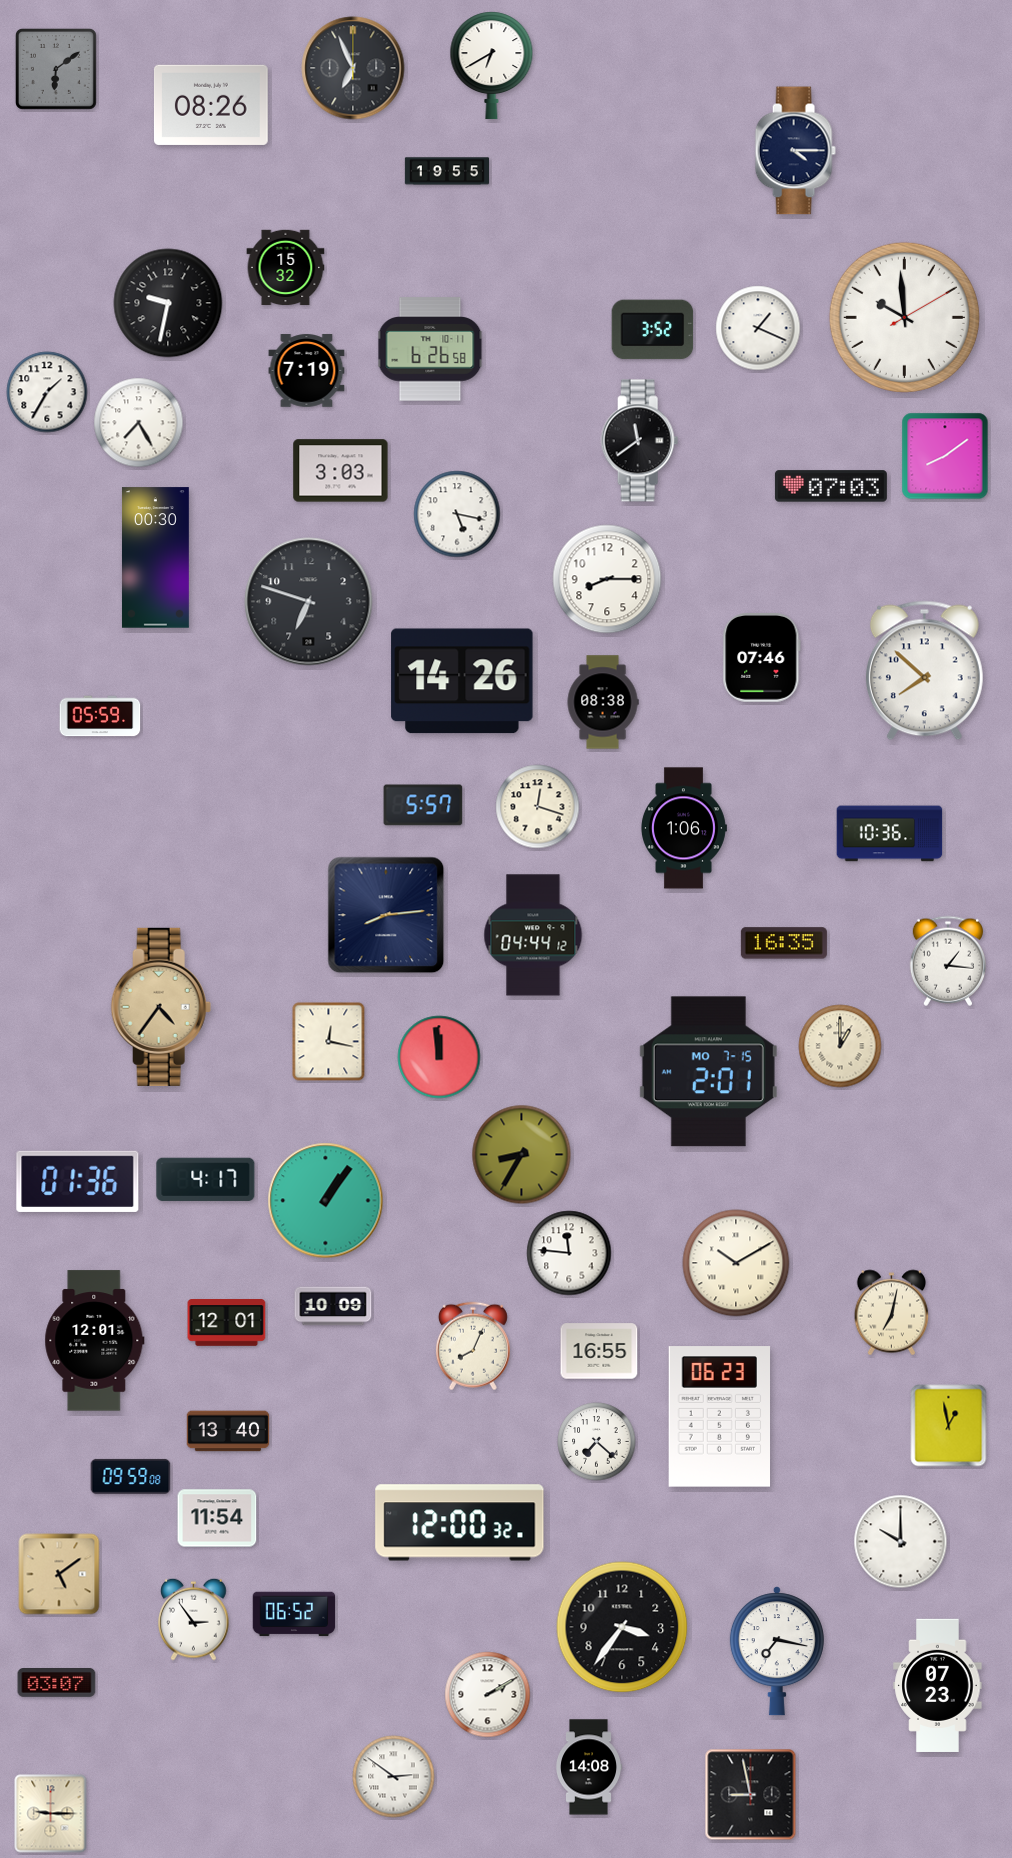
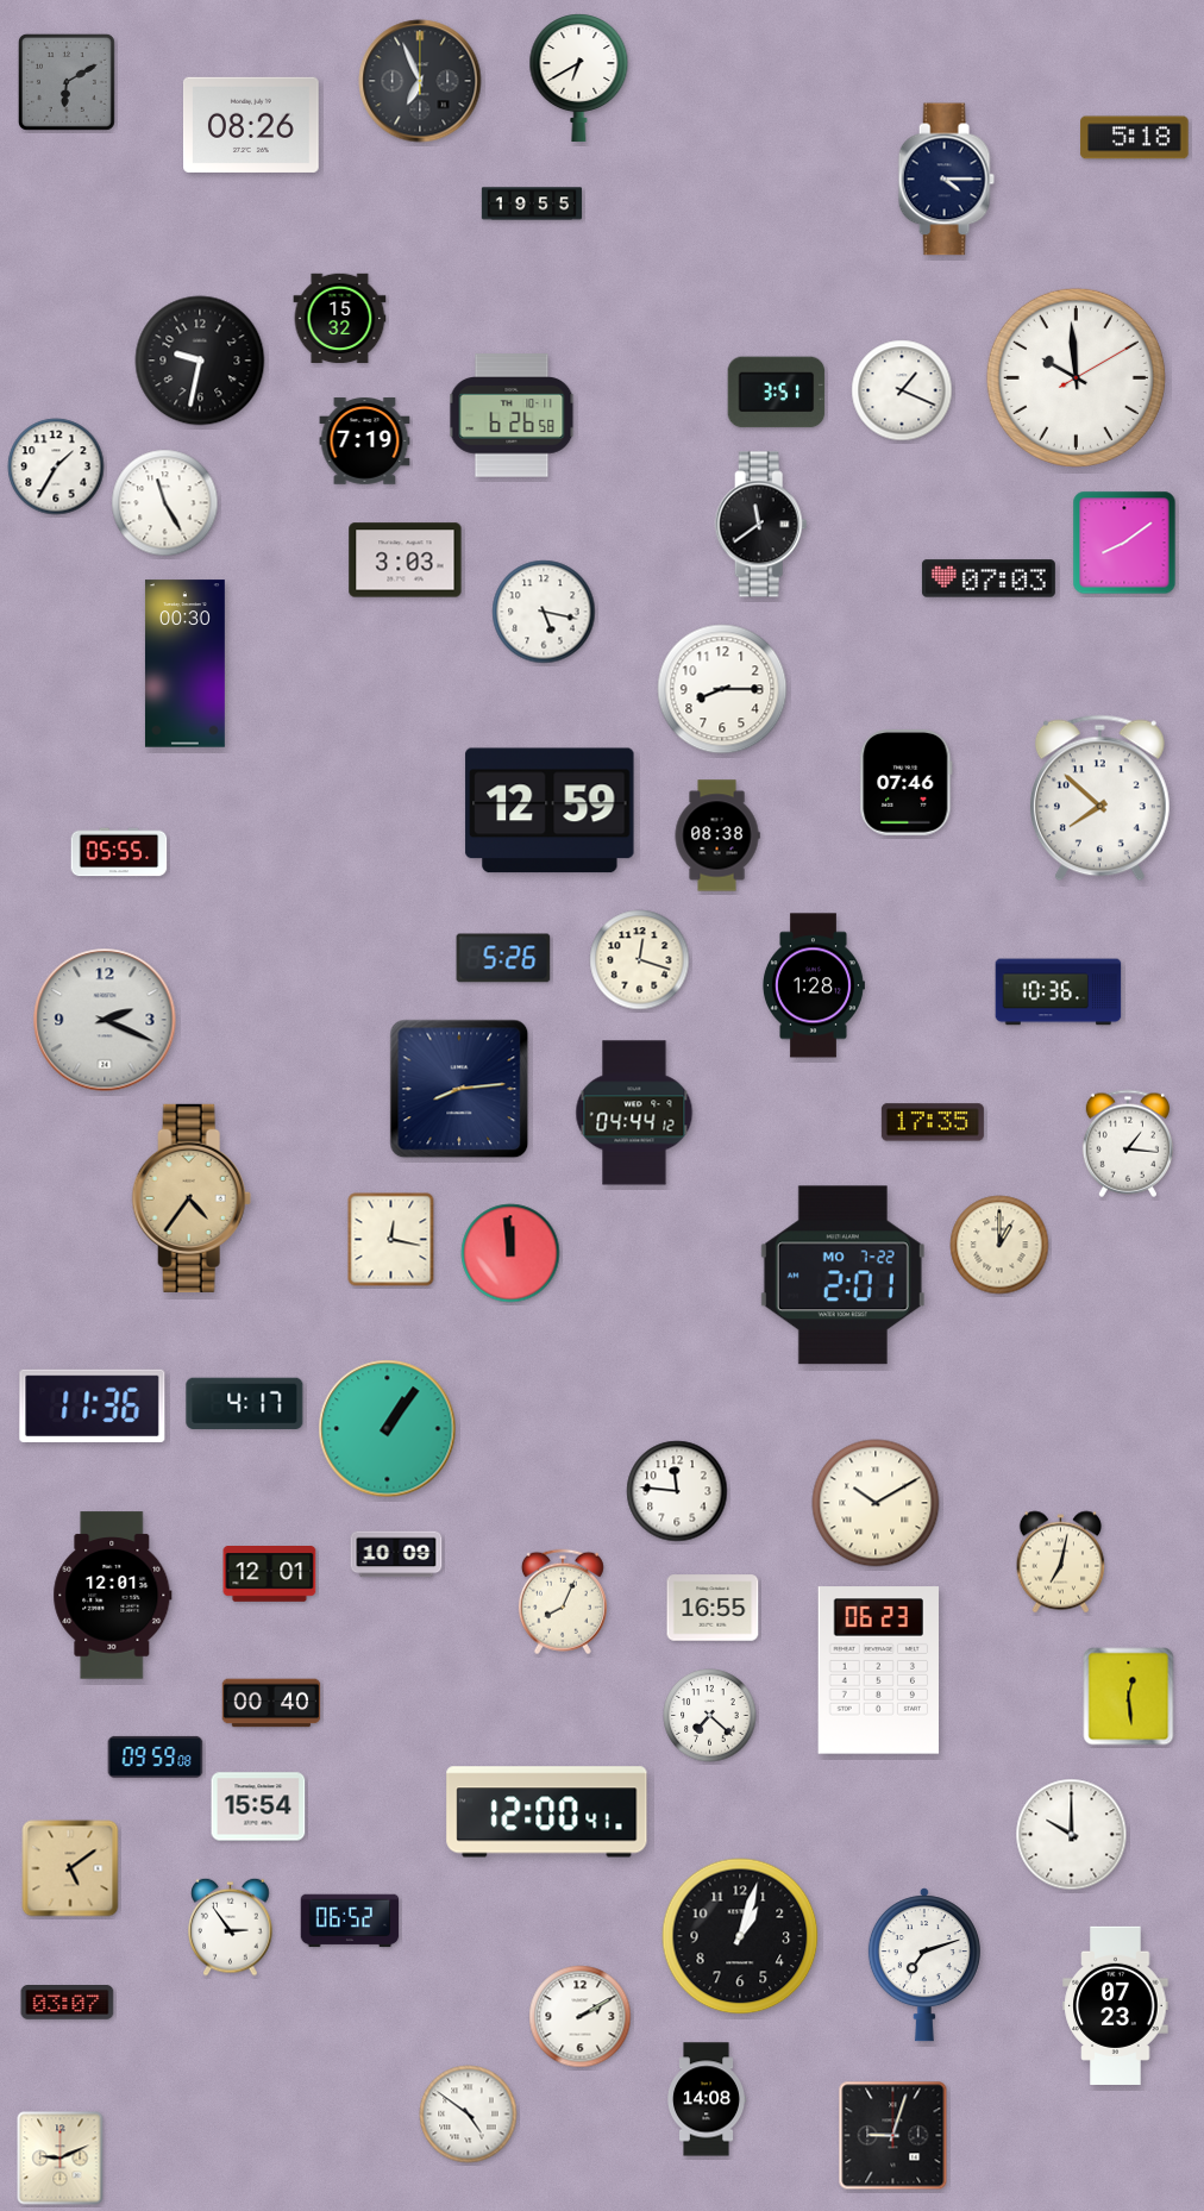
clock at (492, 66) position: (492, 66) -> (579, 79)
clock at (56, 69): 6:09 -> 6:10
clock at (1135, 138): none -> 5:18
clock at (653, 330): 3:52 -> 3:51
clock at (139, 423): 7:25 -> 11:25
clock at (309, 602): 6:48 -> none
clock at (462, 681): 14:26 -> 12:59
clock at (100, 716): 05:59 -> 05:55
clock at (423, 805): 5:57 -> 5:26
clock at (683, 828): 1:06 -> 1:28
clock at (105, 1020): none -> 2:19
clock at (784, 943): 16:35 -> 17:35
clock at (439, 1057) position: (439, 1057) -> (510, 1253)
clock at (708, 1072) date: MO 7-15 -> MO 7-22
clock at (522, 1155): 8:35 -> none
clock at (78, 1181): 01:36 -> 11:36
clock at (720, 1417) position: (720, 1417) -> (879, 1671)
clock at (949, 1426): 12:58 -> 12:29
clock at (228, 1431): 13:40 -> 00:40
clock at (217, 1518): 11:54 -> 15:54
clock at (460, 1523): 12:00:32 -> 12:00:41
clock at (59, 1574) position: (59, 1574) -> (70, 1868)
clock at (622, 1627): 3:36 -> 1:03
clock at (777, 1651): 7:17 -> 7:12
clock at (588, 1767) position: (588, 1767) -> (706, 2099)
clock at (394, 1777): 2:51 -> 4:51
clock at (751, 1795): 8:58 -> 9:03
clock at (51, 1814): 9:15 -> 9:11
